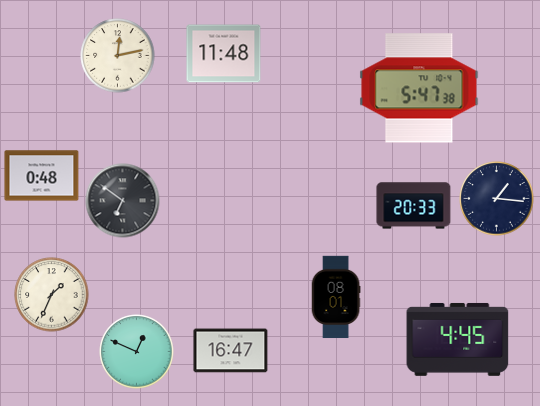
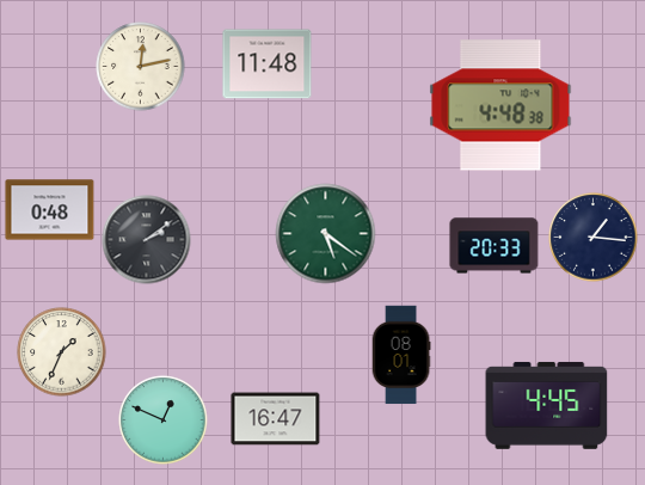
clock at (419, 88): 5:47 -> 4:48
clock at (326, 234): none -> 5:21
clock at (123, 201): 6:51 -> 2:09
